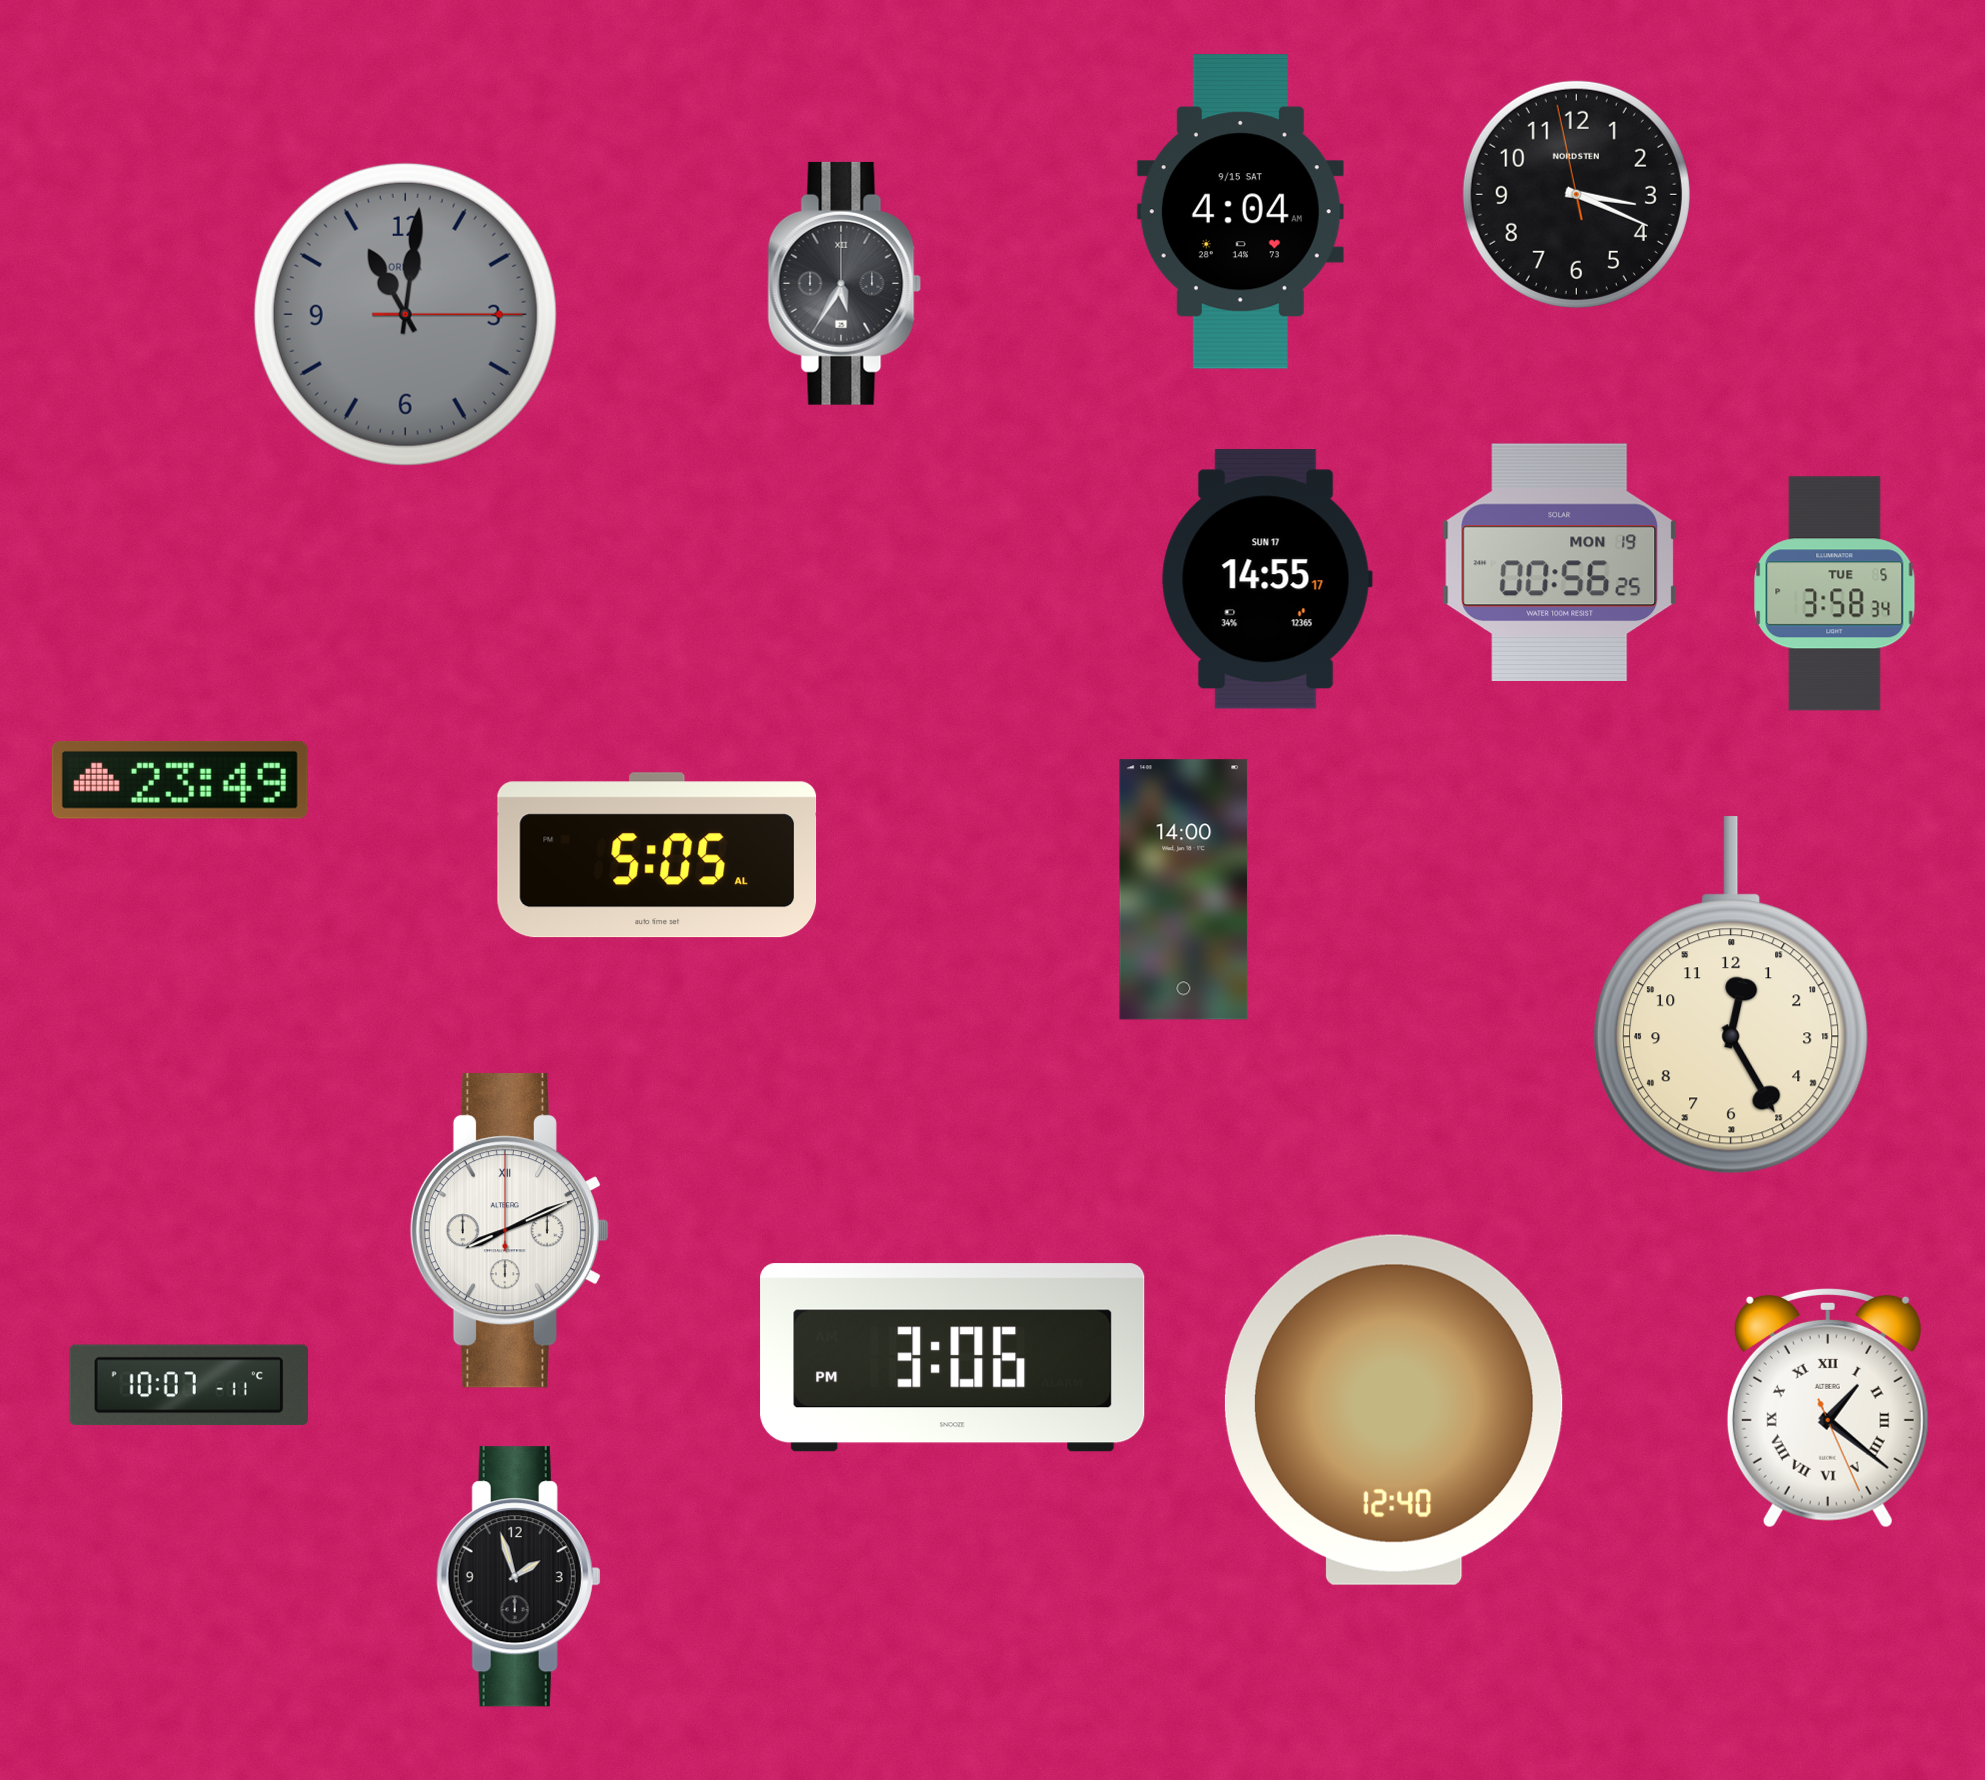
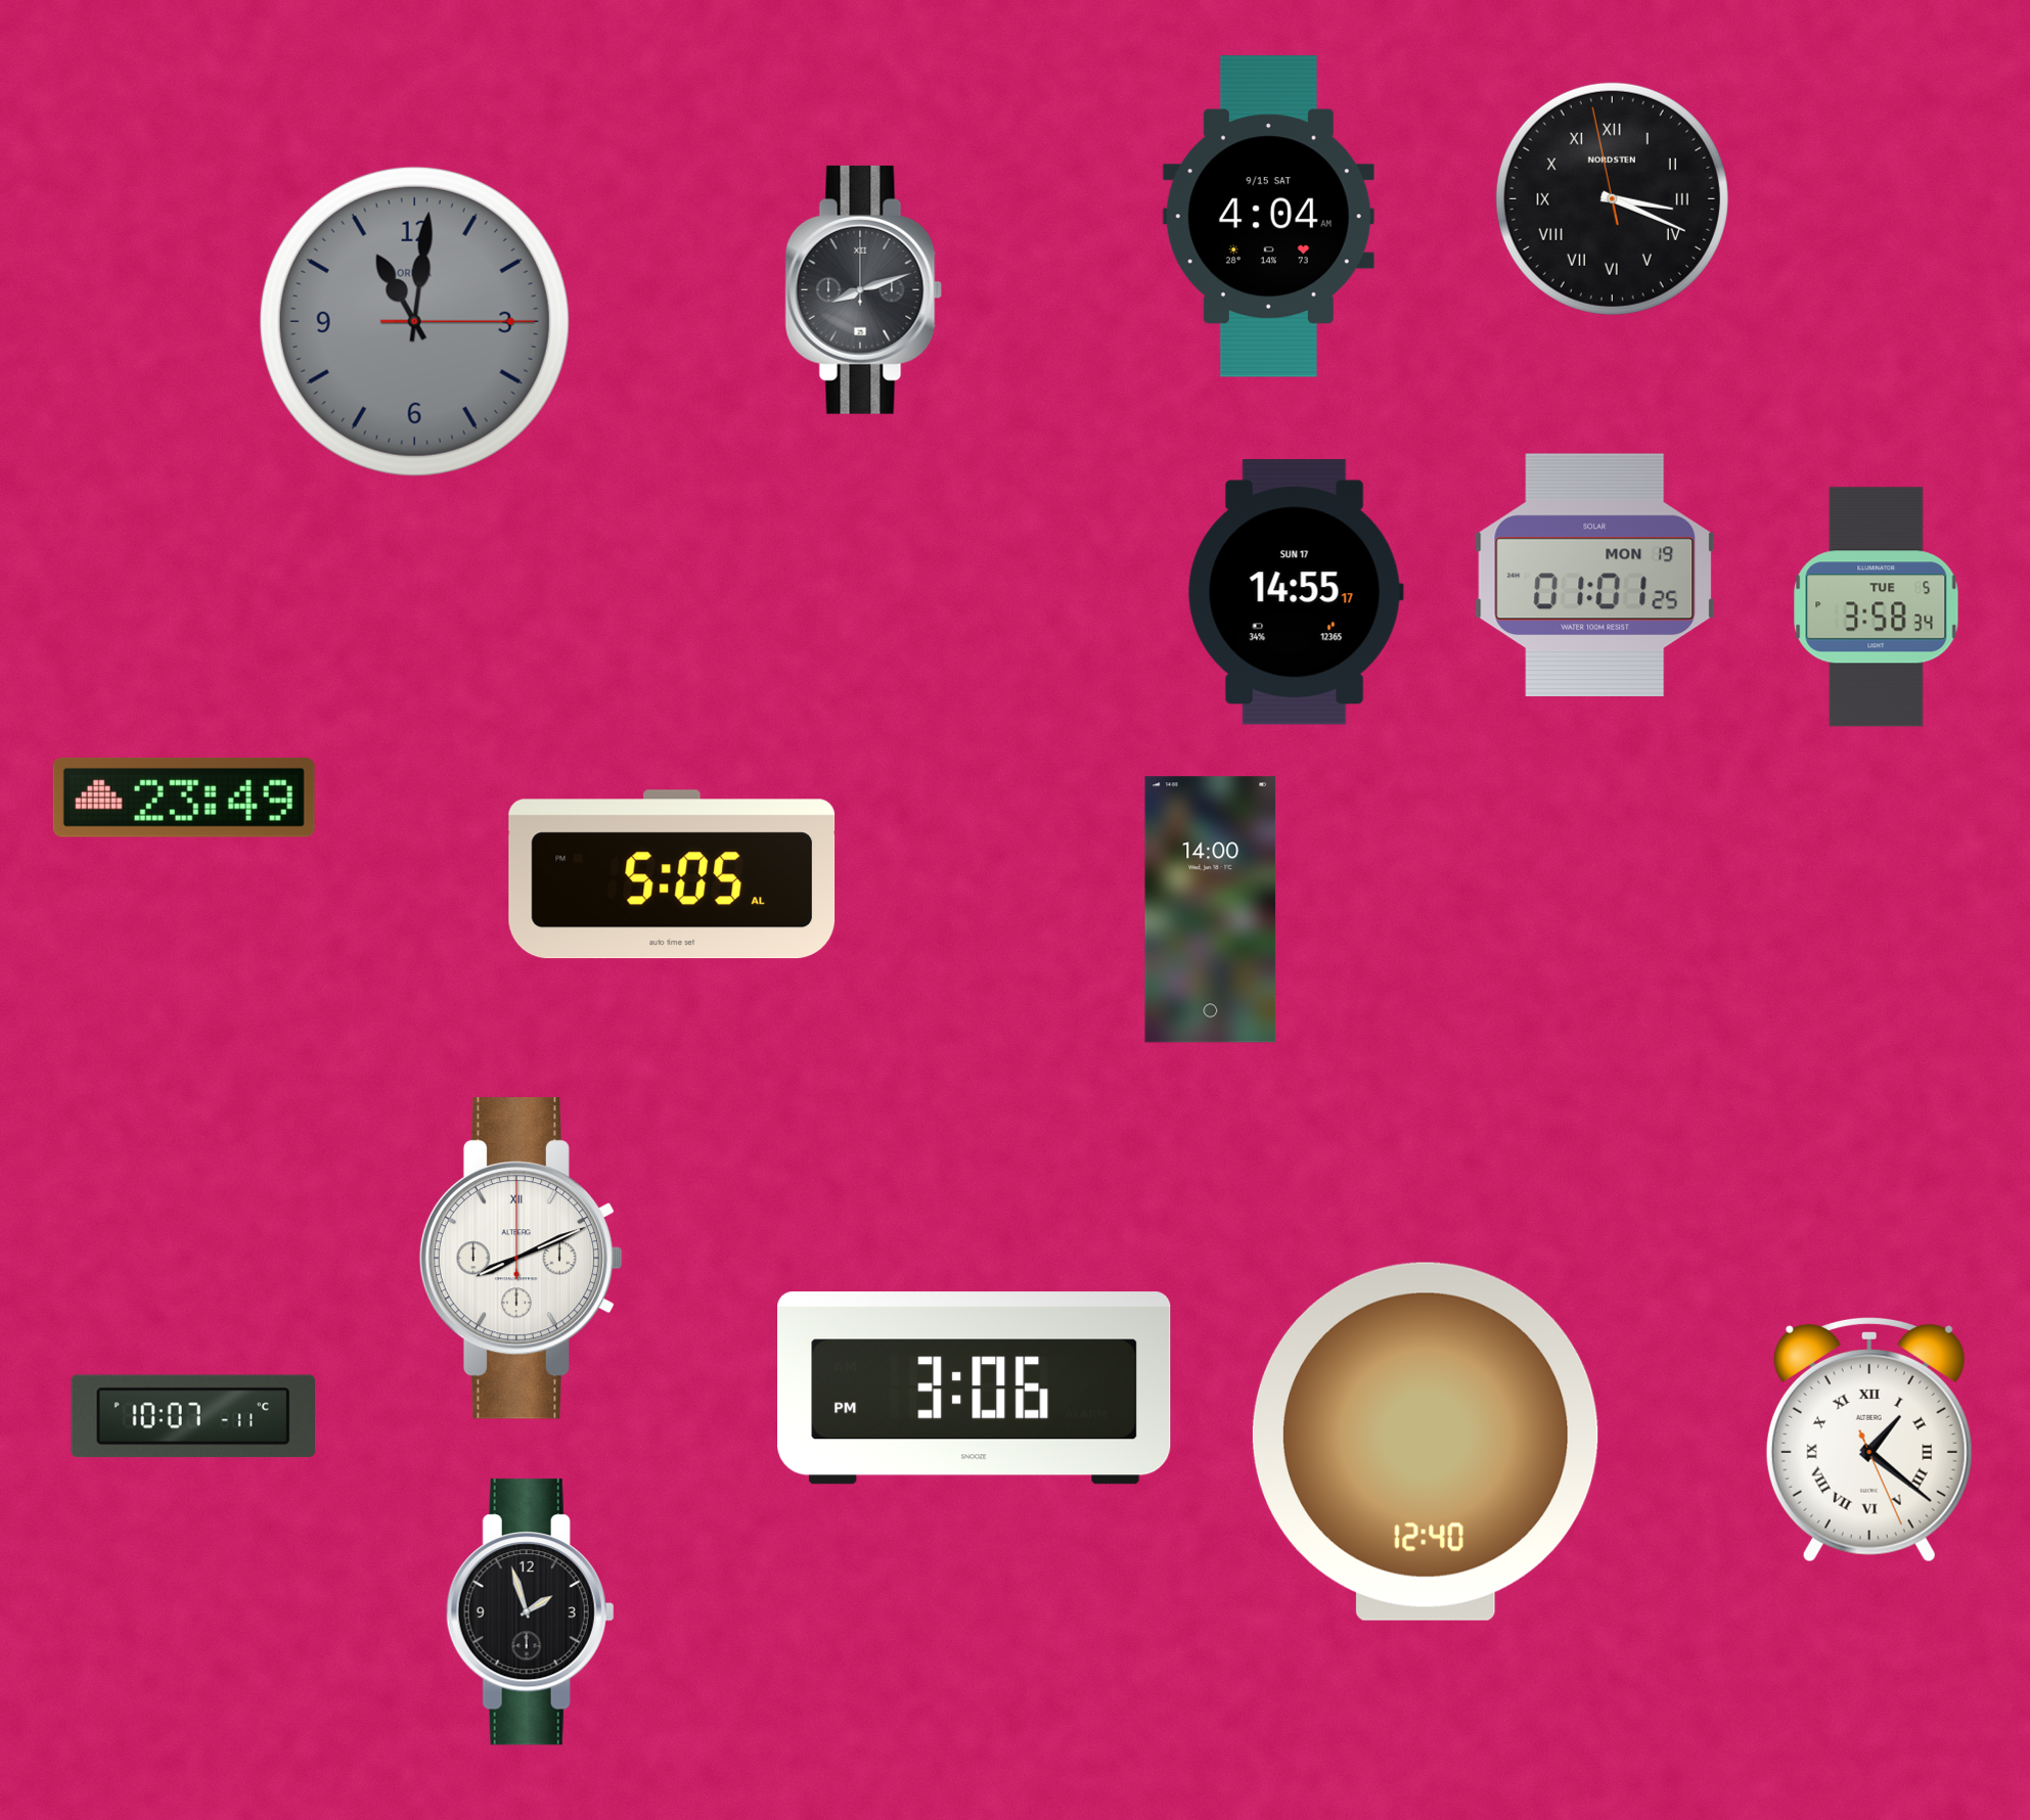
clock at (1576, 194) numerals: Arabic -> Roman
clock at (845, 283): 5:35 -> 8:12
clock at (1560, 562): 00:56 -> 01:01
clock at (1732, 995): 12:25 -> none
